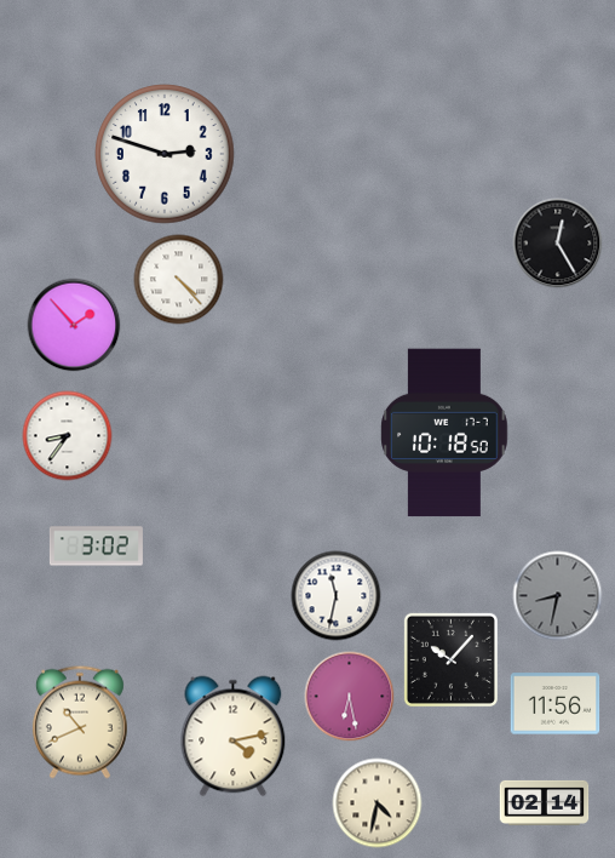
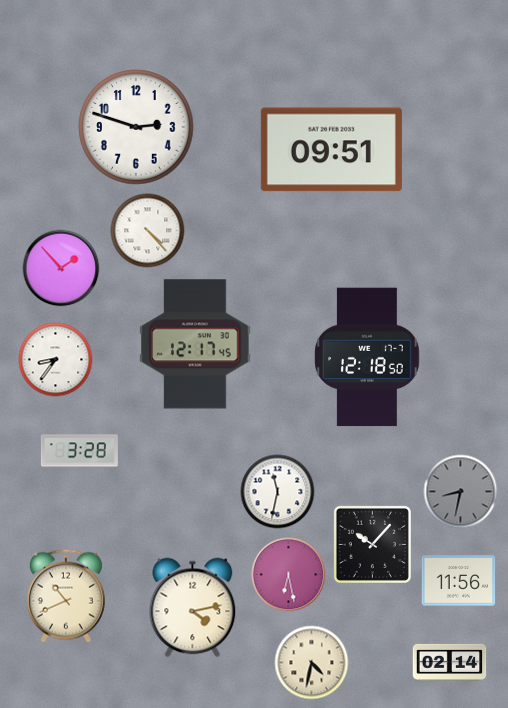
clock at (331, 150): none -> 09:51
clock at (558, 244): 12:25 -> none
clock at (195, 344): none -> 12:17
clock at (444, 433): 10:18 -> 12:18
clock at (96, 547): 3:02 -> 3:28
